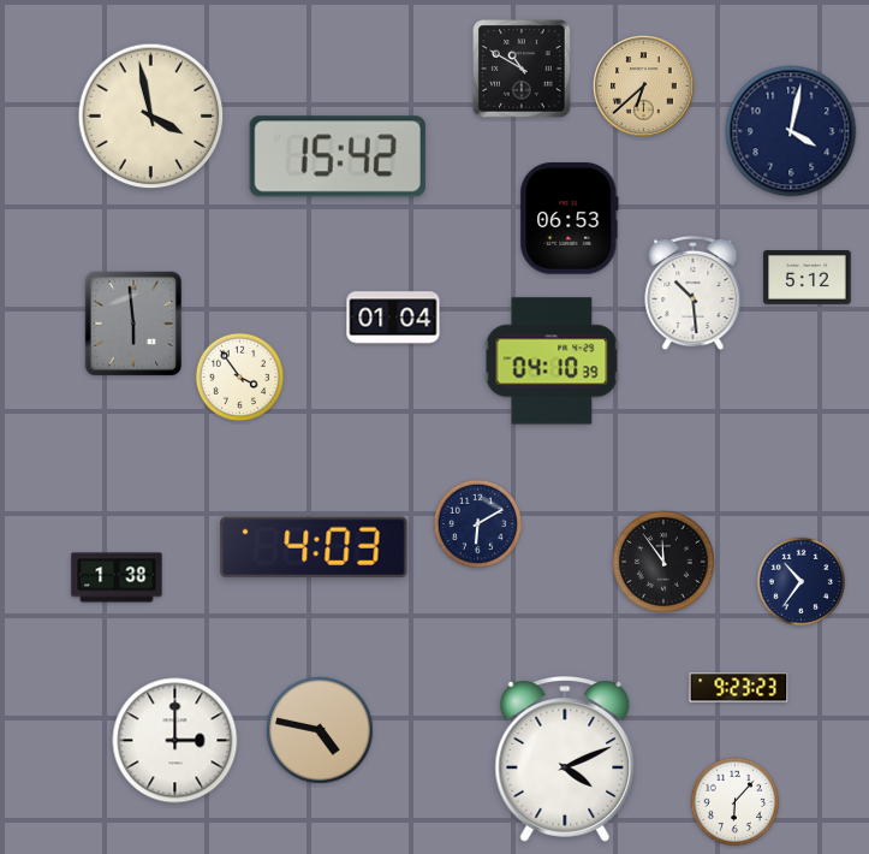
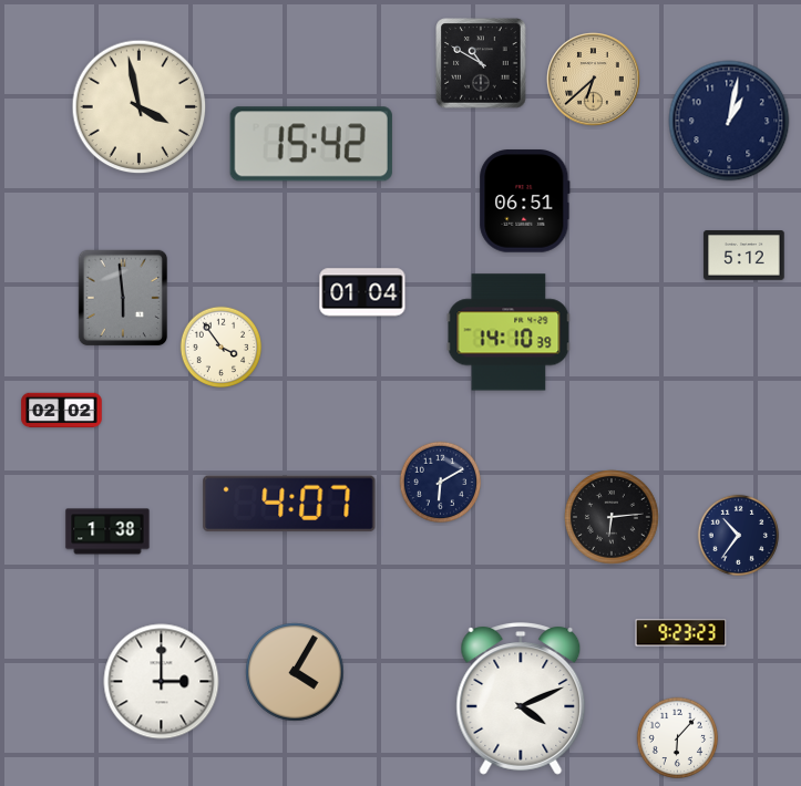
clock at (791, 131): 4:02 -> 1:02
clock at (570, 219): 06:53 -> 06:51
clock at (694, 293): 10:29 -> none
clock at (552, 361): 04:10 -> 14:10
clock at (62, 411): none -> 02:02
clock at (314, 547): 4:03 -> 4:07
clock at (663, 562): 11:54 -> 6:14
clock at (320, 730): 4:47 -> 4:05
